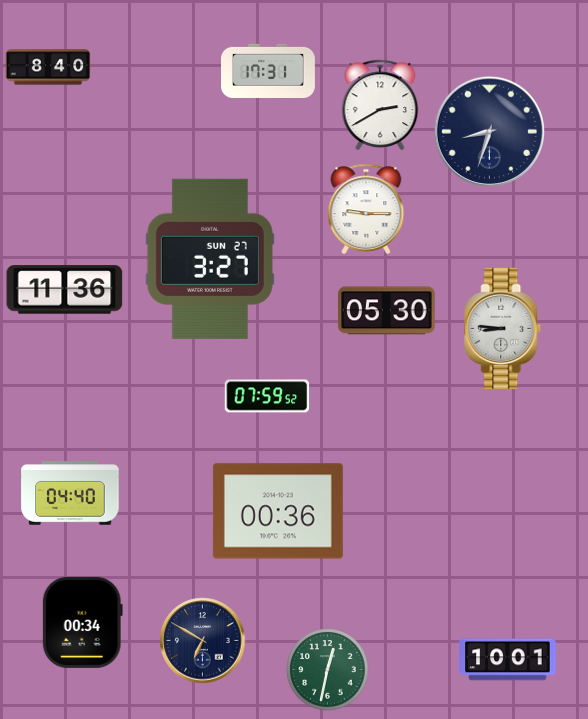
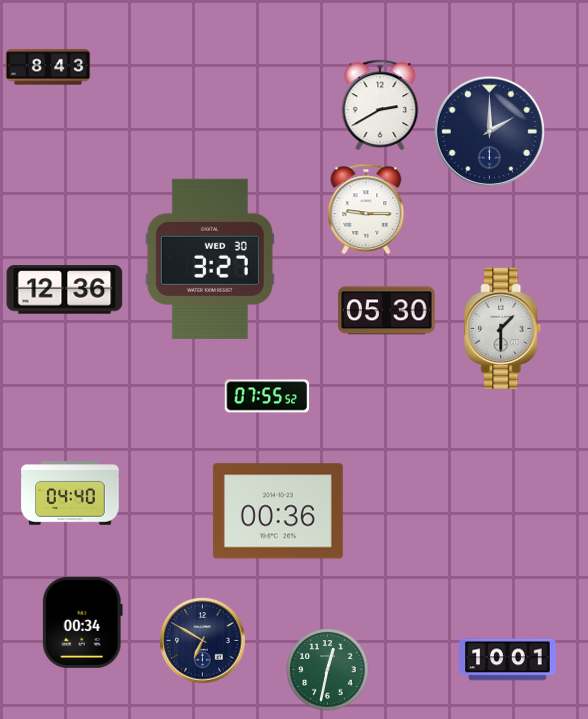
clock at (48, 67): 8:40 -> 8:43
clock at (269, 71): 17:31 -> none
clock at (489, 131): 8:33 -> 2:00
clock at (210, 259) date: SUN 27 -> WED 30
clock at (65, 290): 11:36 -> 12:36
clock at (503, 329): 8:46 -> 1:30
clock at (267, 396): 07:59 -> 07:55
